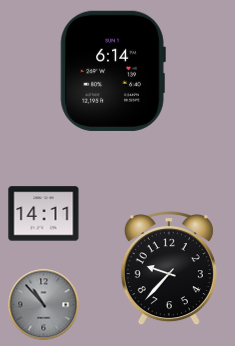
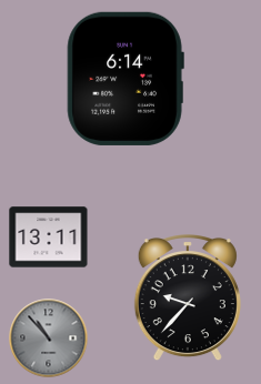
clock at (44, 214): 14:11 -> 13:11
